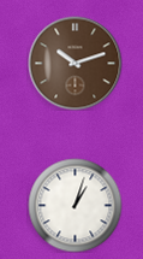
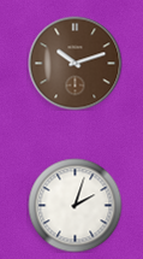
clock at (75, 205): 1:03 -> 2:03
